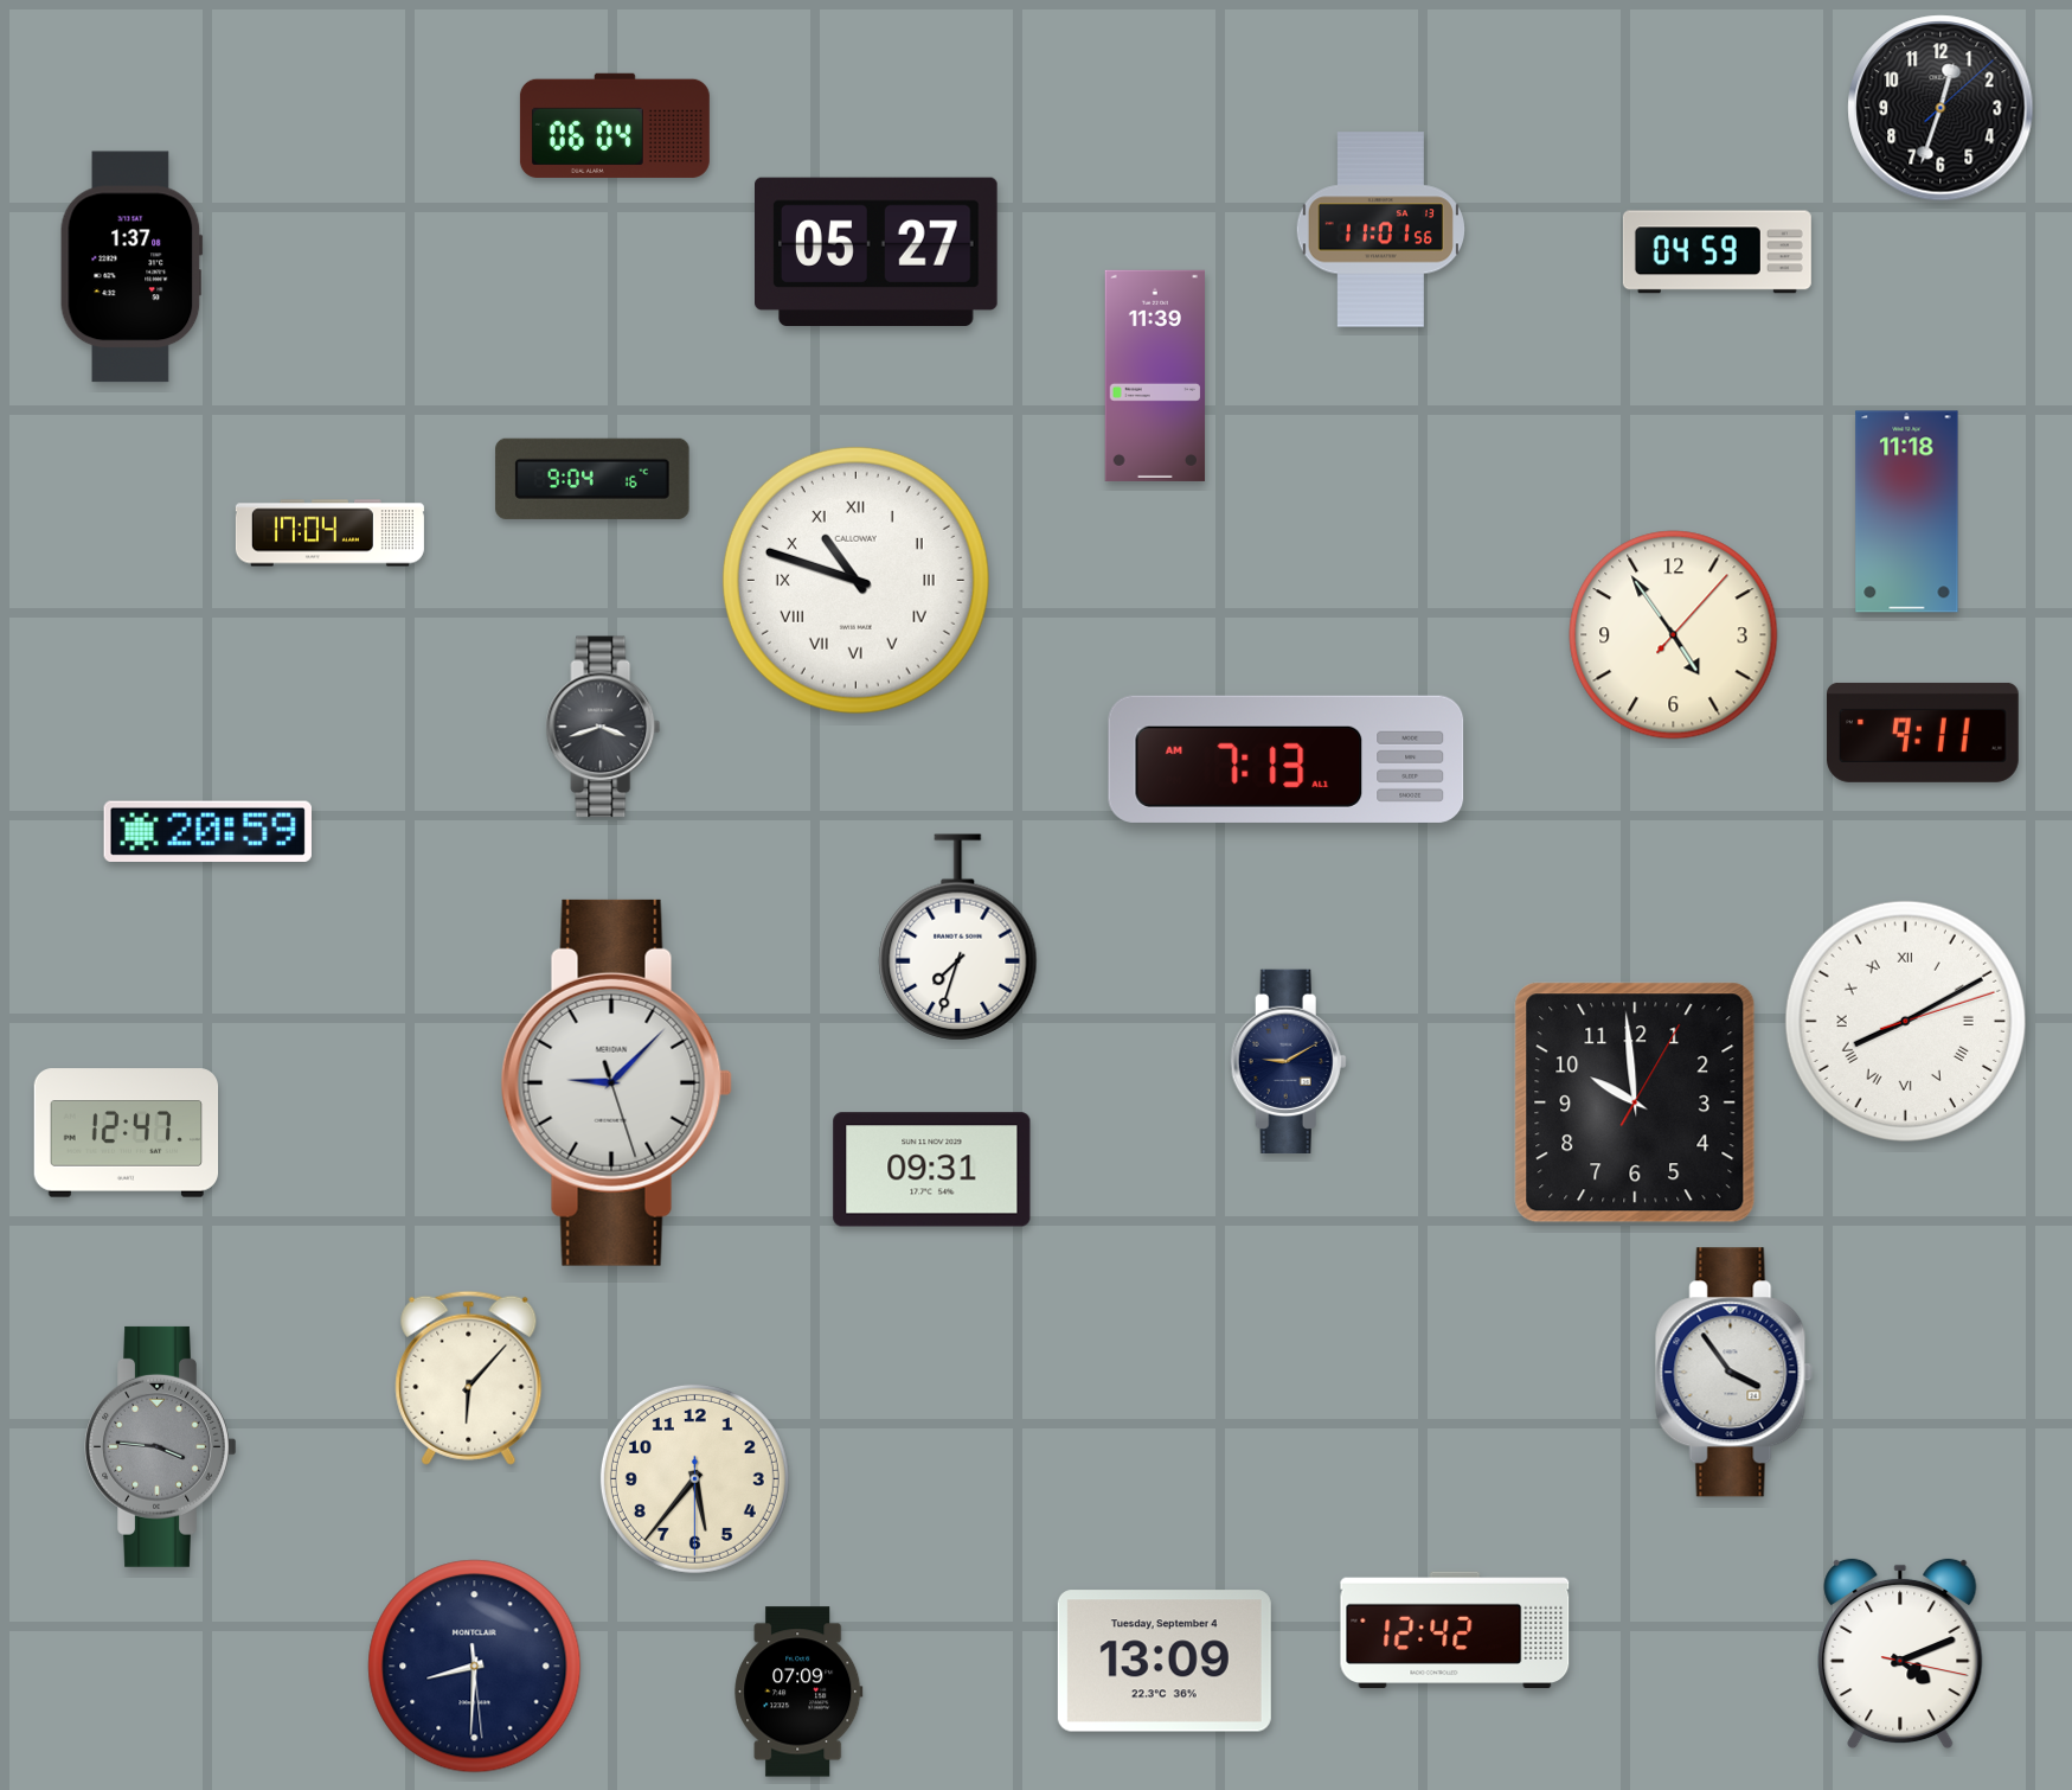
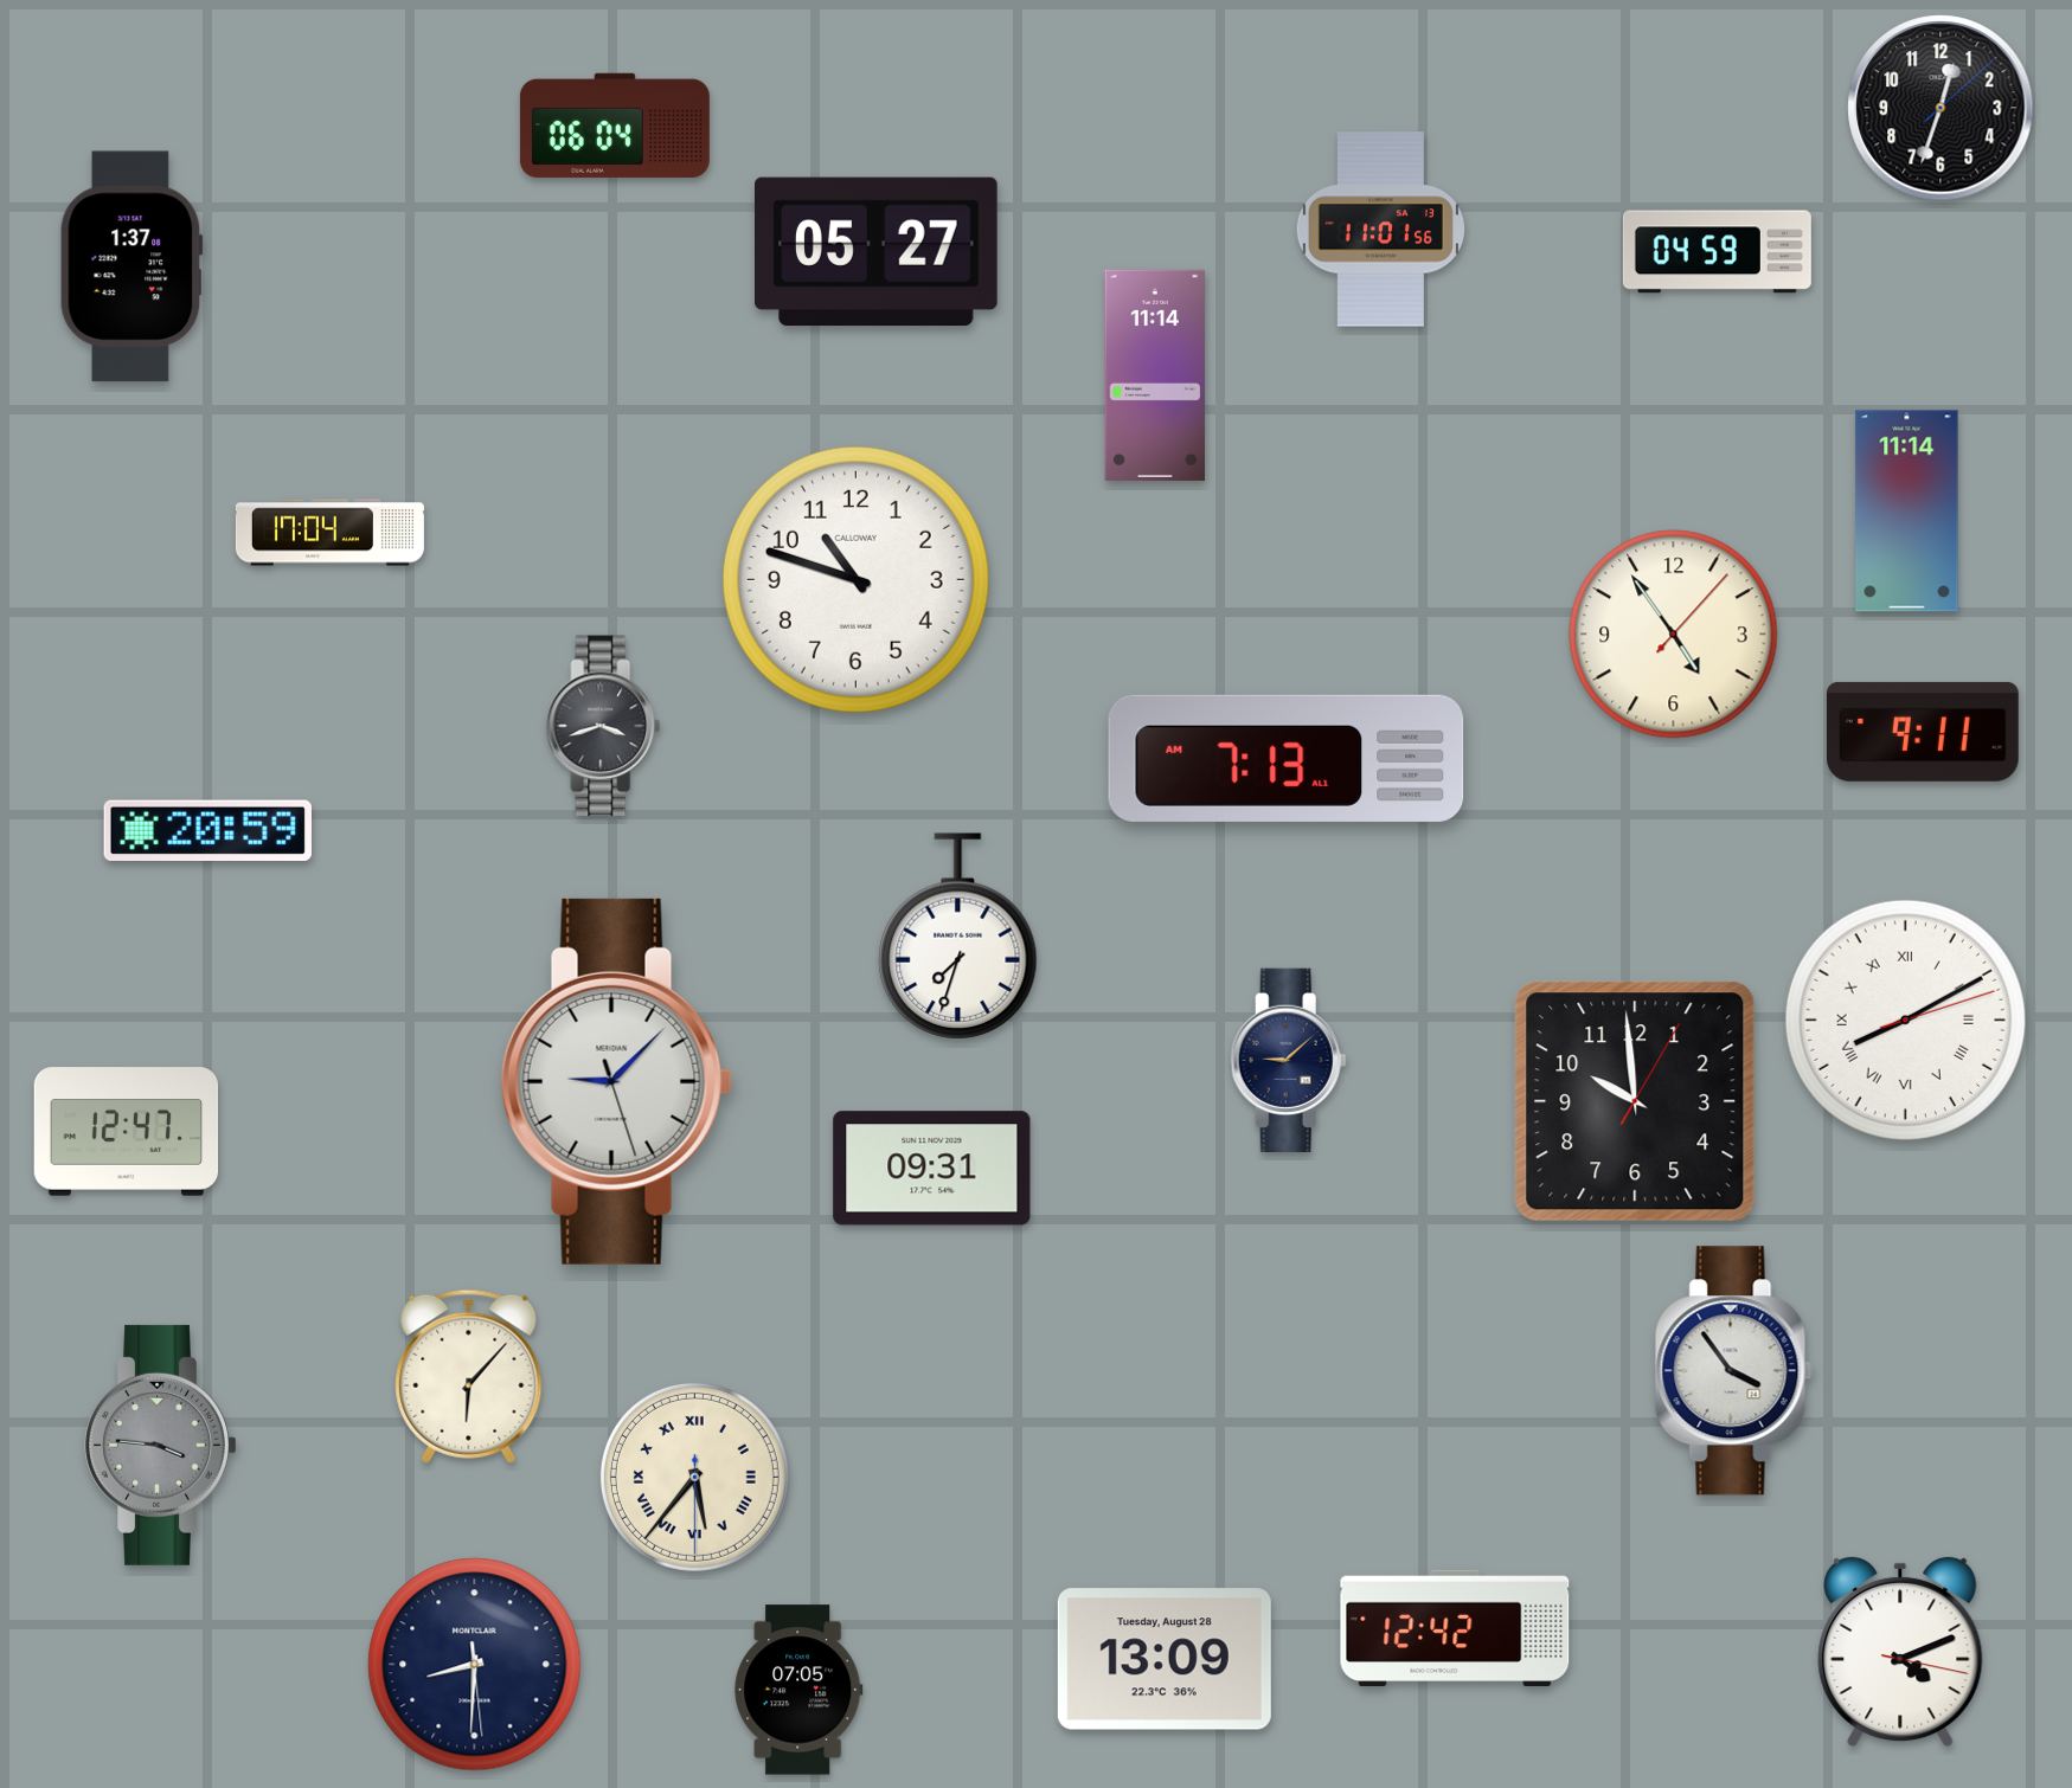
clock at (1154, 376): 11:39 -> 11:14
clock at (592, 479): 9:04 -> none
clock at (1907, 512): 11:18 -> 11:14
clock at (855, 580) numerals: Roman -> Arabic
clock at (1288, 1061): 9:10 -> 9:08
clock at (694, 1478) numerals: Arabic -> Roman
clock at (1165, 1661) date: Tuesday, September 4 -> Tuesday, August 28
clock at (798, 1692): 07:09 -> 07:05
